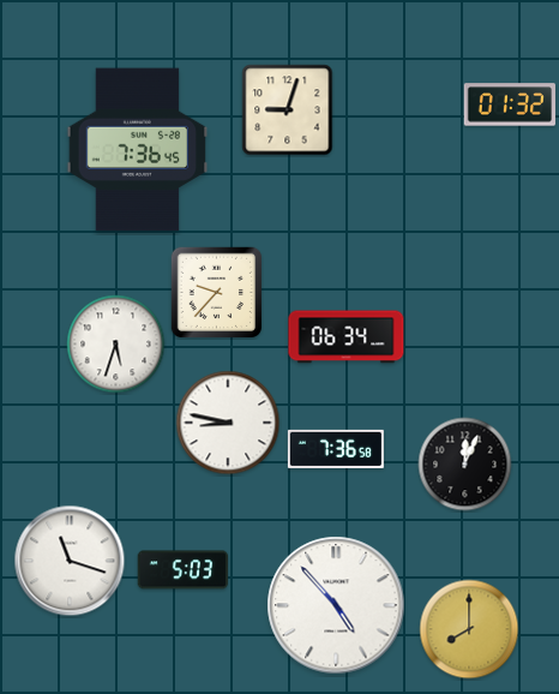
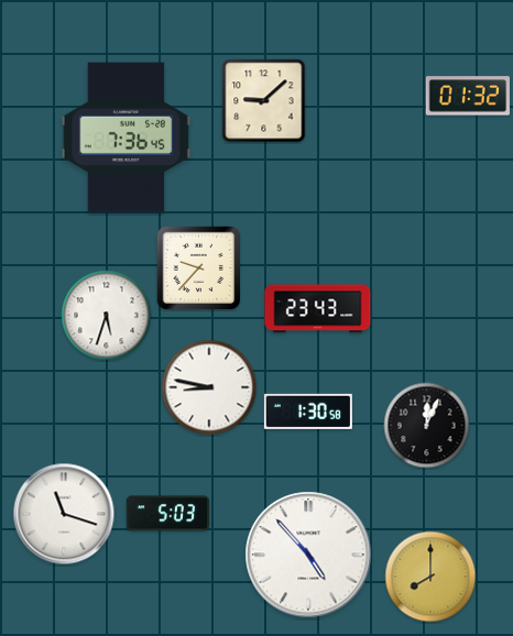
clock at (288, 110): 9:03 -> 9:08
clock at (347, 337): 06:34 -> 23:43
clock at (336, 449): 7:36 -> 1:30
clock at (184, 570) position: (184, 570) -> (168, 514)
